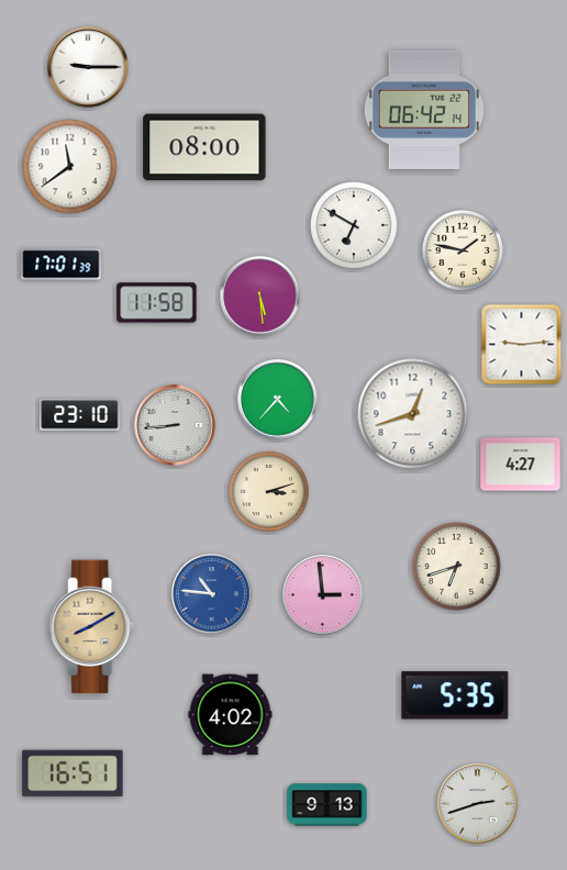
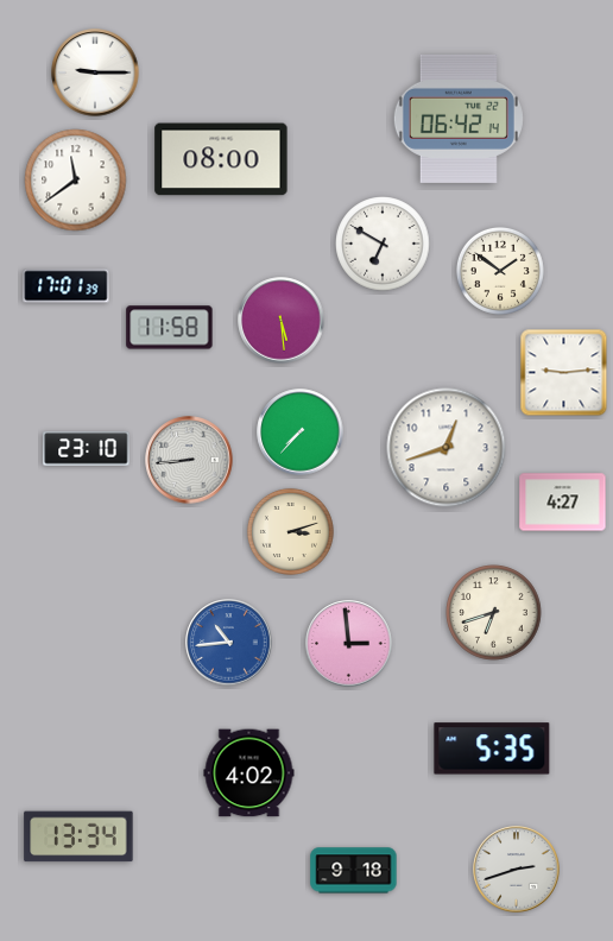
clock at (463, 250): 1:47 -> 1:51
clock at (278, 400): 4:37 -> 7:37
clock at (212, 594): 10:46 -> 10:44
clock at (92, 627): 8:10 -> none
clock at (455, 695) position: (455, 695) -> (492, 749)
clock at (73, 773): 16:51 -> 13:34
clock at (327, 805): 9:13 -> 9:18
